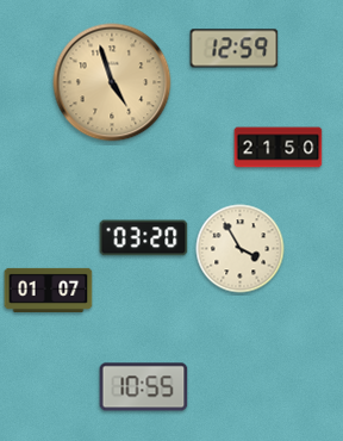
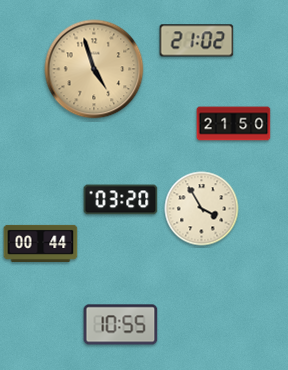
clock at (235, 49): 12:59 -> 21:02
clock at (49, 290): 01:07 -> 00:44
